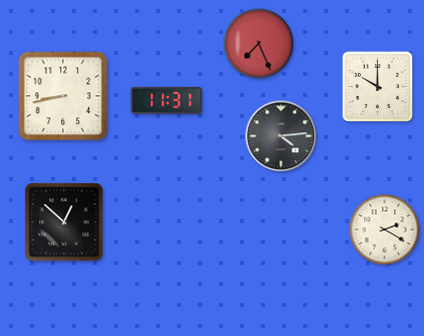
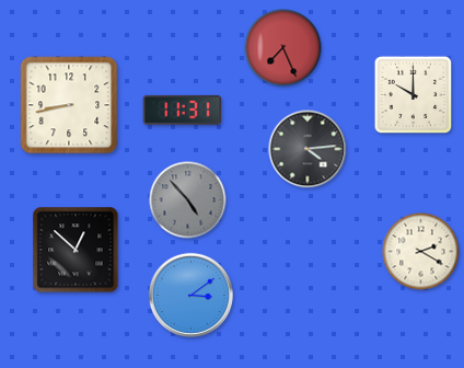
clock at (188, 200): none -> 4:53
clock at (64, 222) position: (64, 222) -> (76, 250)
clock at (190, 295): none -> 3:09
